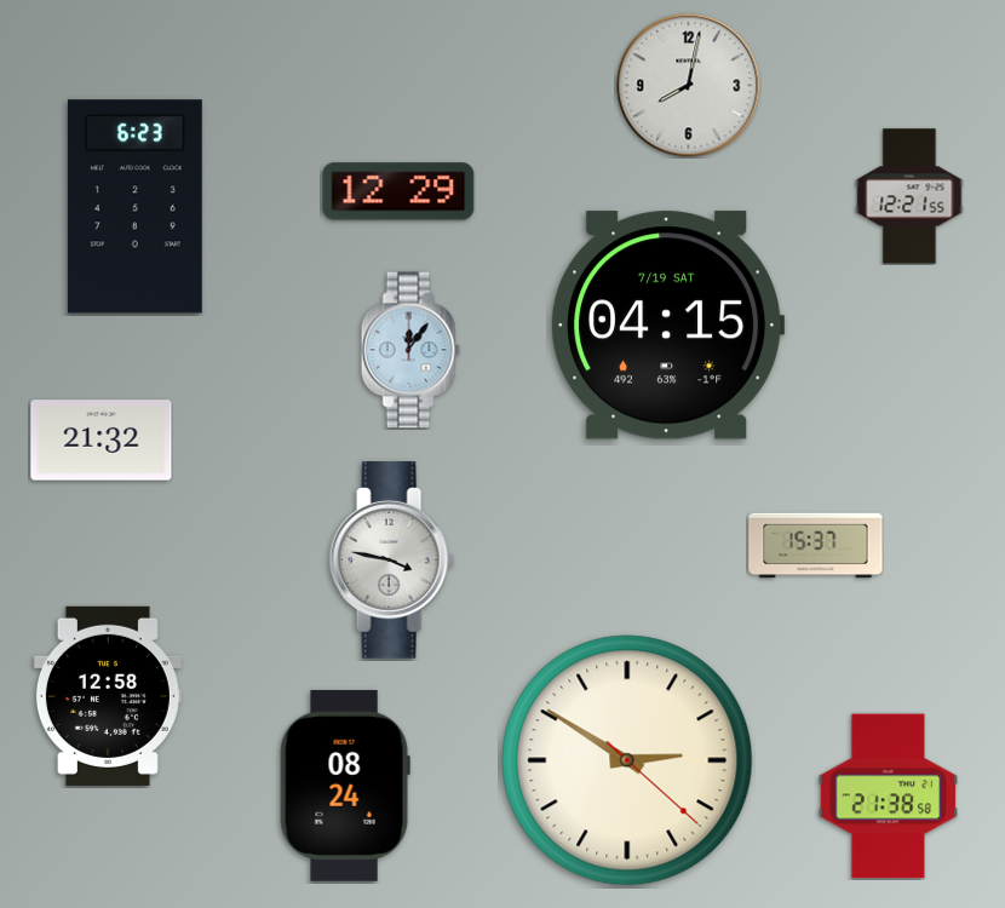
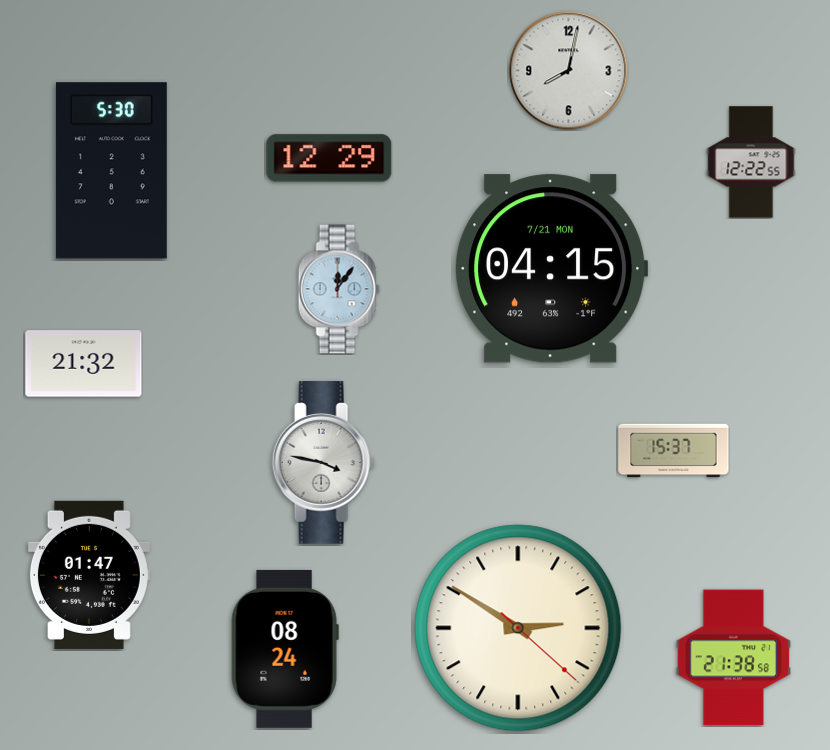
clock at (909, 196): 12:21 -> 12:22
clock at (134, 207): 6:23 -> 5:30
clock at (668, 326) date: 7/19 SAT -> 7/21 MON
clock at (108, 696): 12:58 -> 01:47
